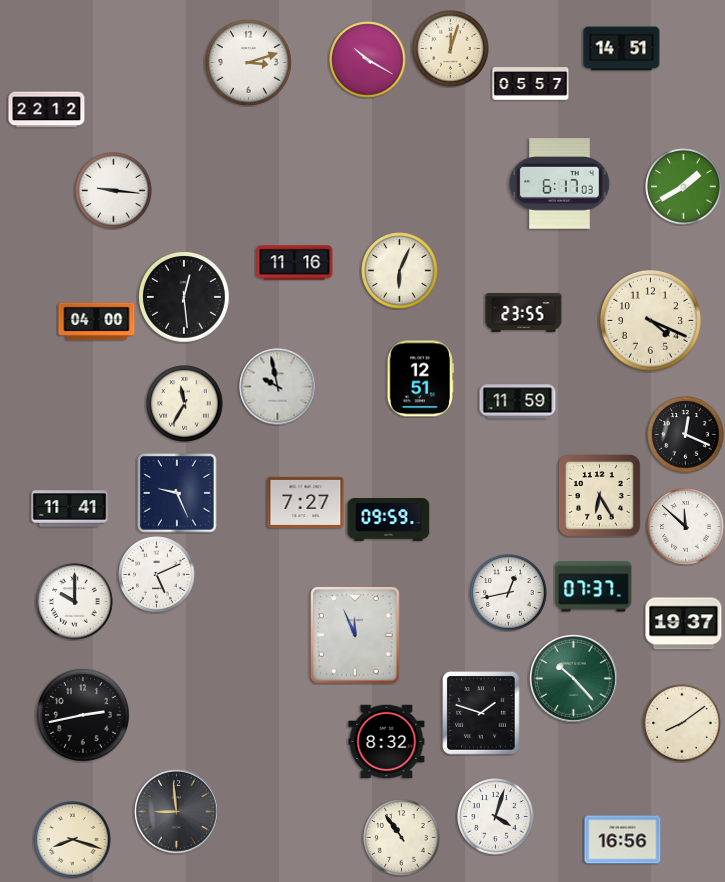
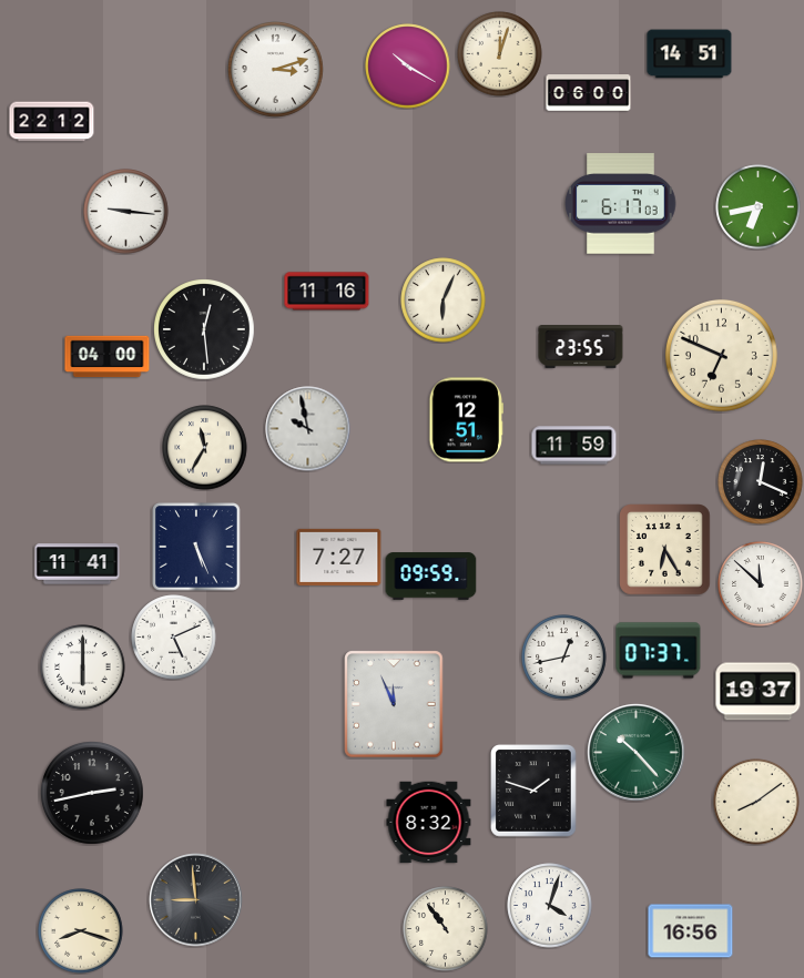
clock at (531, 84): 05:57 -> 06:00
clock at (684, 187): 1:40 -> 6:43
clock at (650, 320): 4:19 -> 6:49
clock at (177, 493): 9:26 -> 5:26
clock at (75, 602): 10:00 -> 6:00
